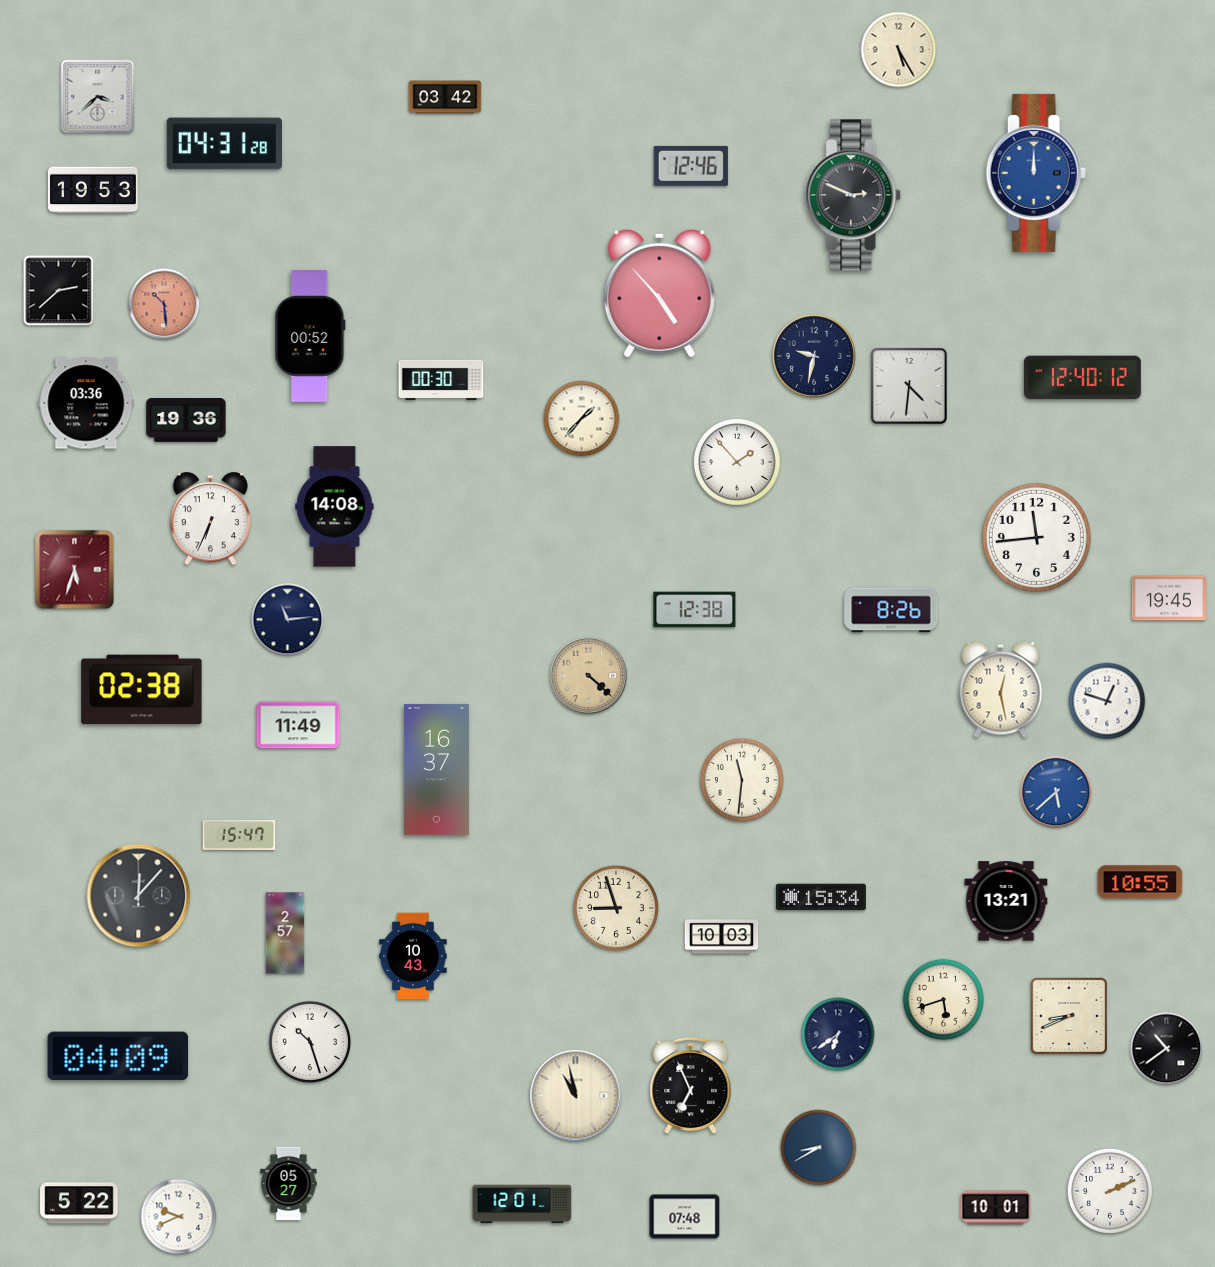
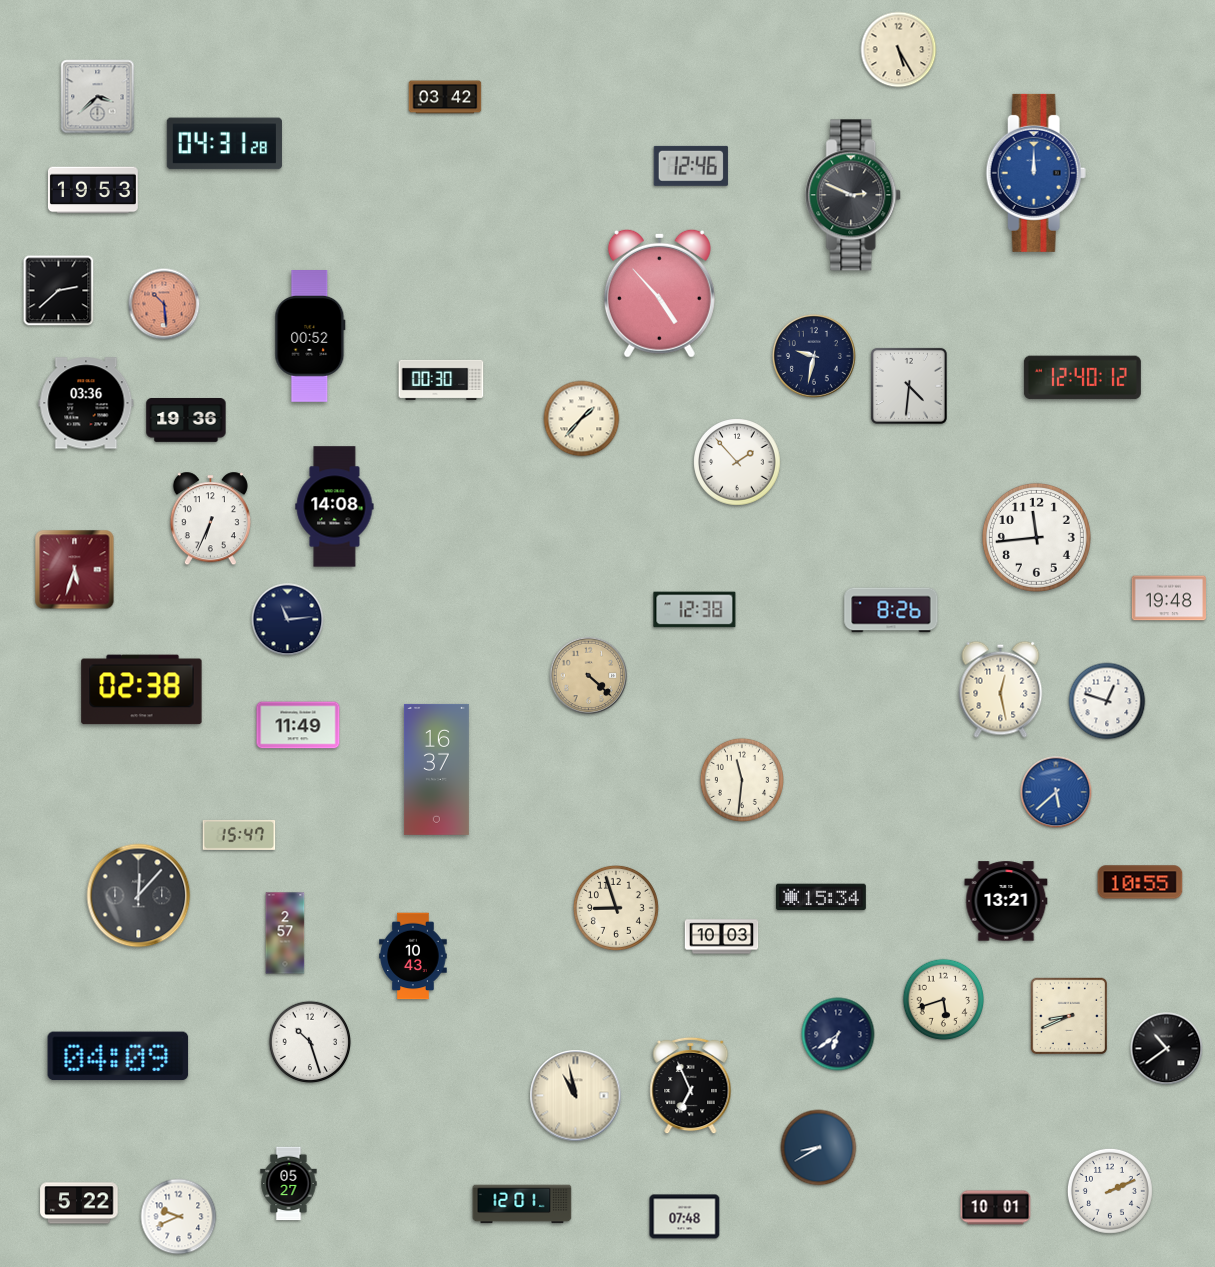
clock at (1168, 598): 19:45 -> 19:48
